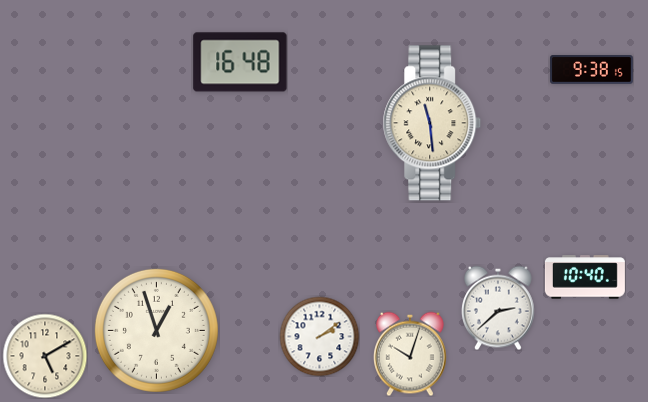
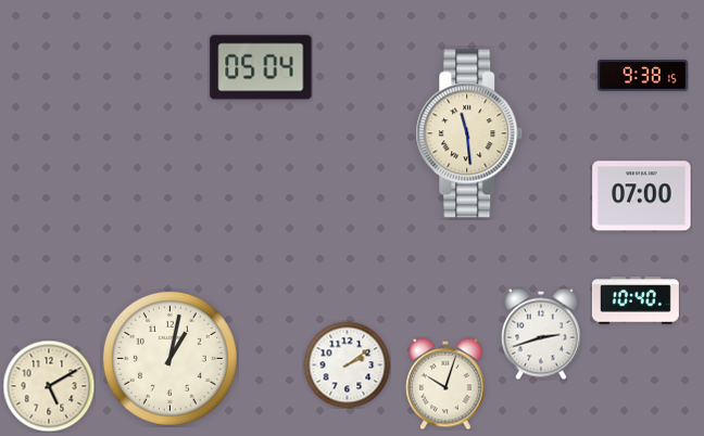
clock at (240, 62): 16:48 -> 05:04
clock at (642, 196): none -> 07:00
clock at (499, 308): 2:38 -> 2:42
clock at (156, 330): 12:57 -> 1:02
